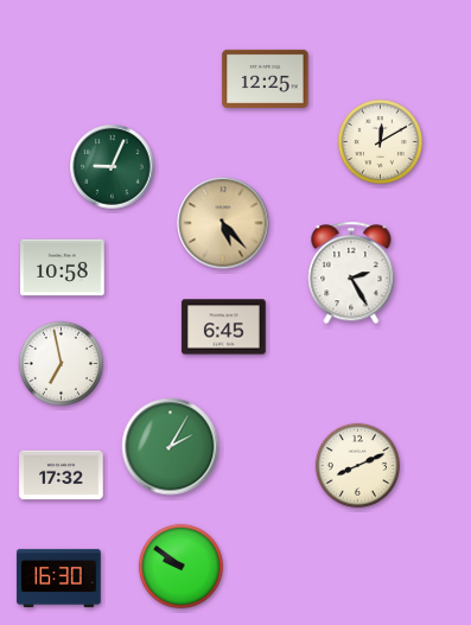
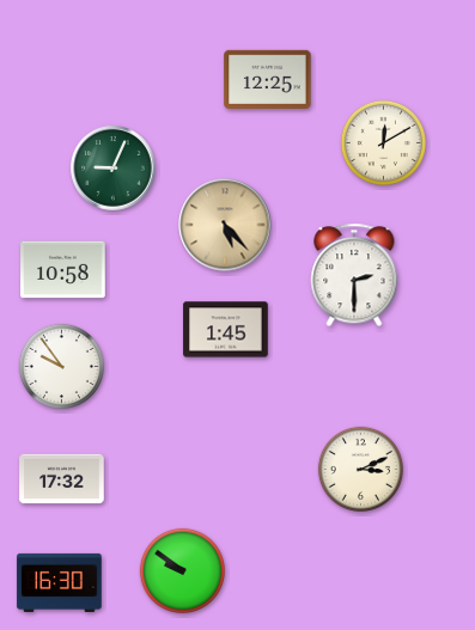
clock at (351, 273): 2:25 -> 2:30
clock at (224, 327): 6:45 -> 1:45
clock at (61, 363): 6:58 -> 9:54
clock at (171, 447): 2:05 -> none
clock at (357, 465): 8:11 -> 3:11
